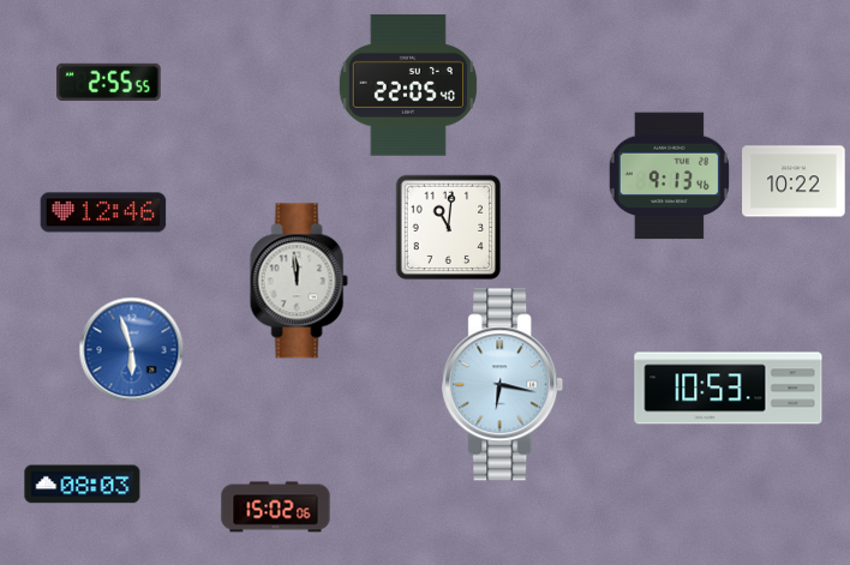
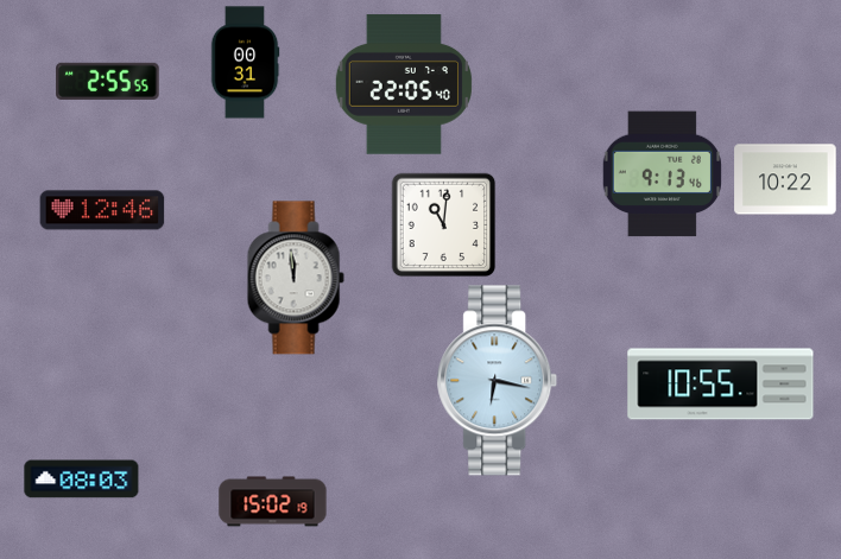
clock at (245, 63): none -> 00:31
clock at (132, 350): 5:57 -> none
clock at (729, 389): 10:53 -> 10:55
clock at (276, 507): 15:02:06 -> 15:02:19
